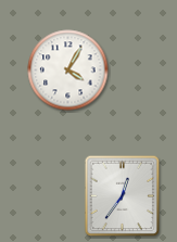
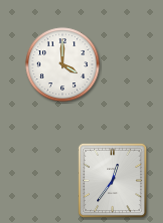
clock at (68, 71): 4:05 -> 4:00
